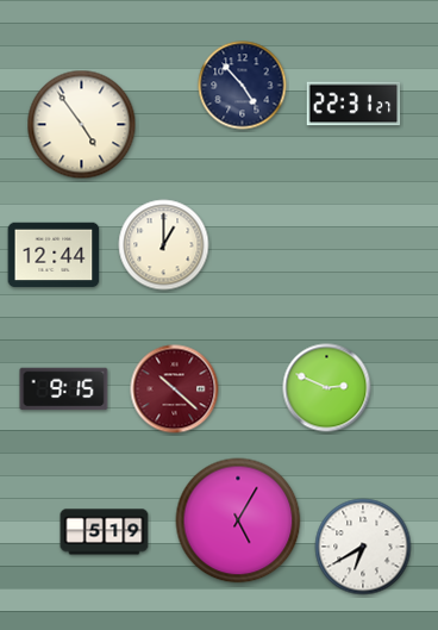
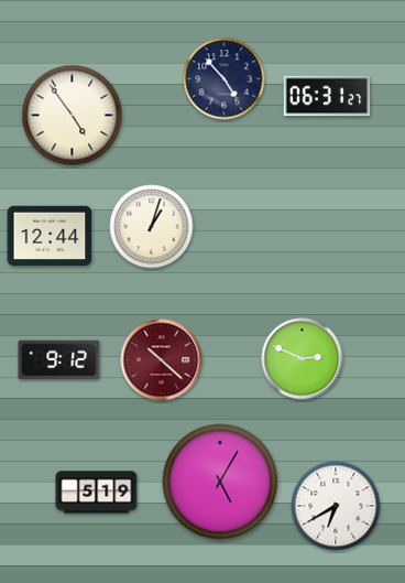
clock at (353, 104): 22:31 -> 06:31
clock at (82, 125) position: (82, 125) -> (73, 116)
clock at (164, 245): 1:00 -> 1:03
clock at (64, 389): 9:15 -> 9:12
